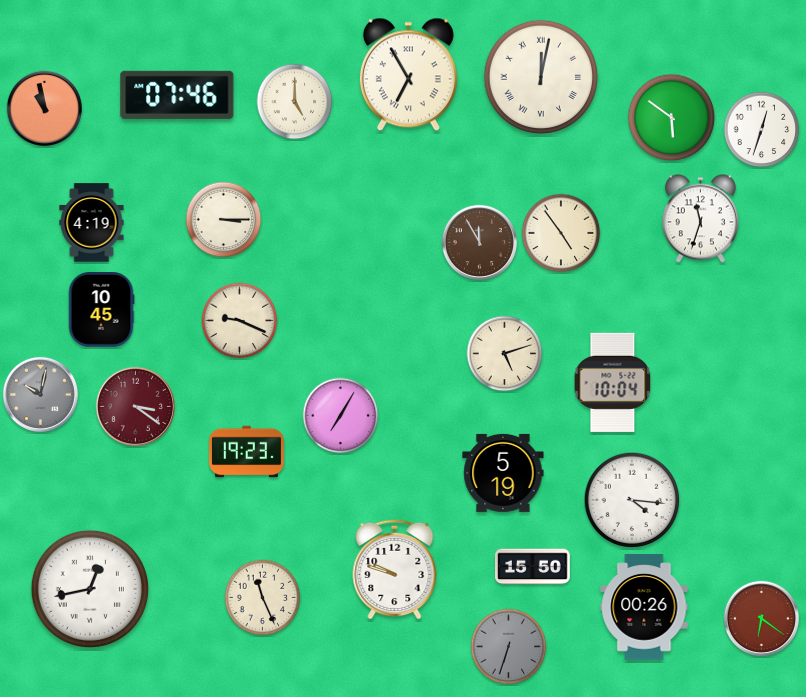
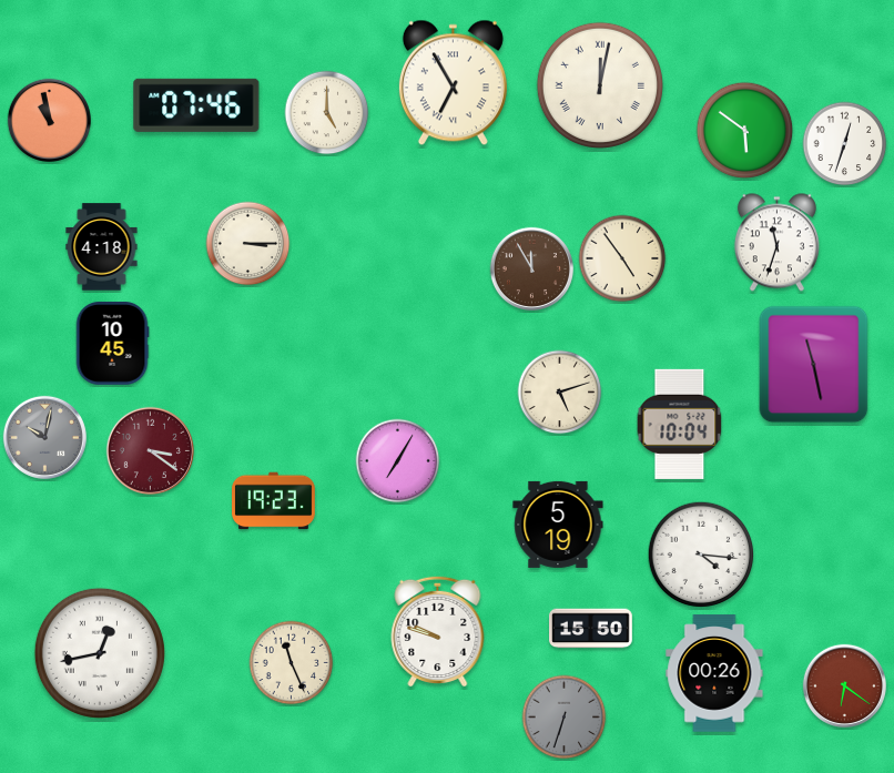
clock at (92, 223): 4:19 -> 4:18
clock at (240, 321): 9:19 -> none
clock at (814, 365): none -> 11:28
clock at (341, 416) position: (341, 416) -> (398, 461)
